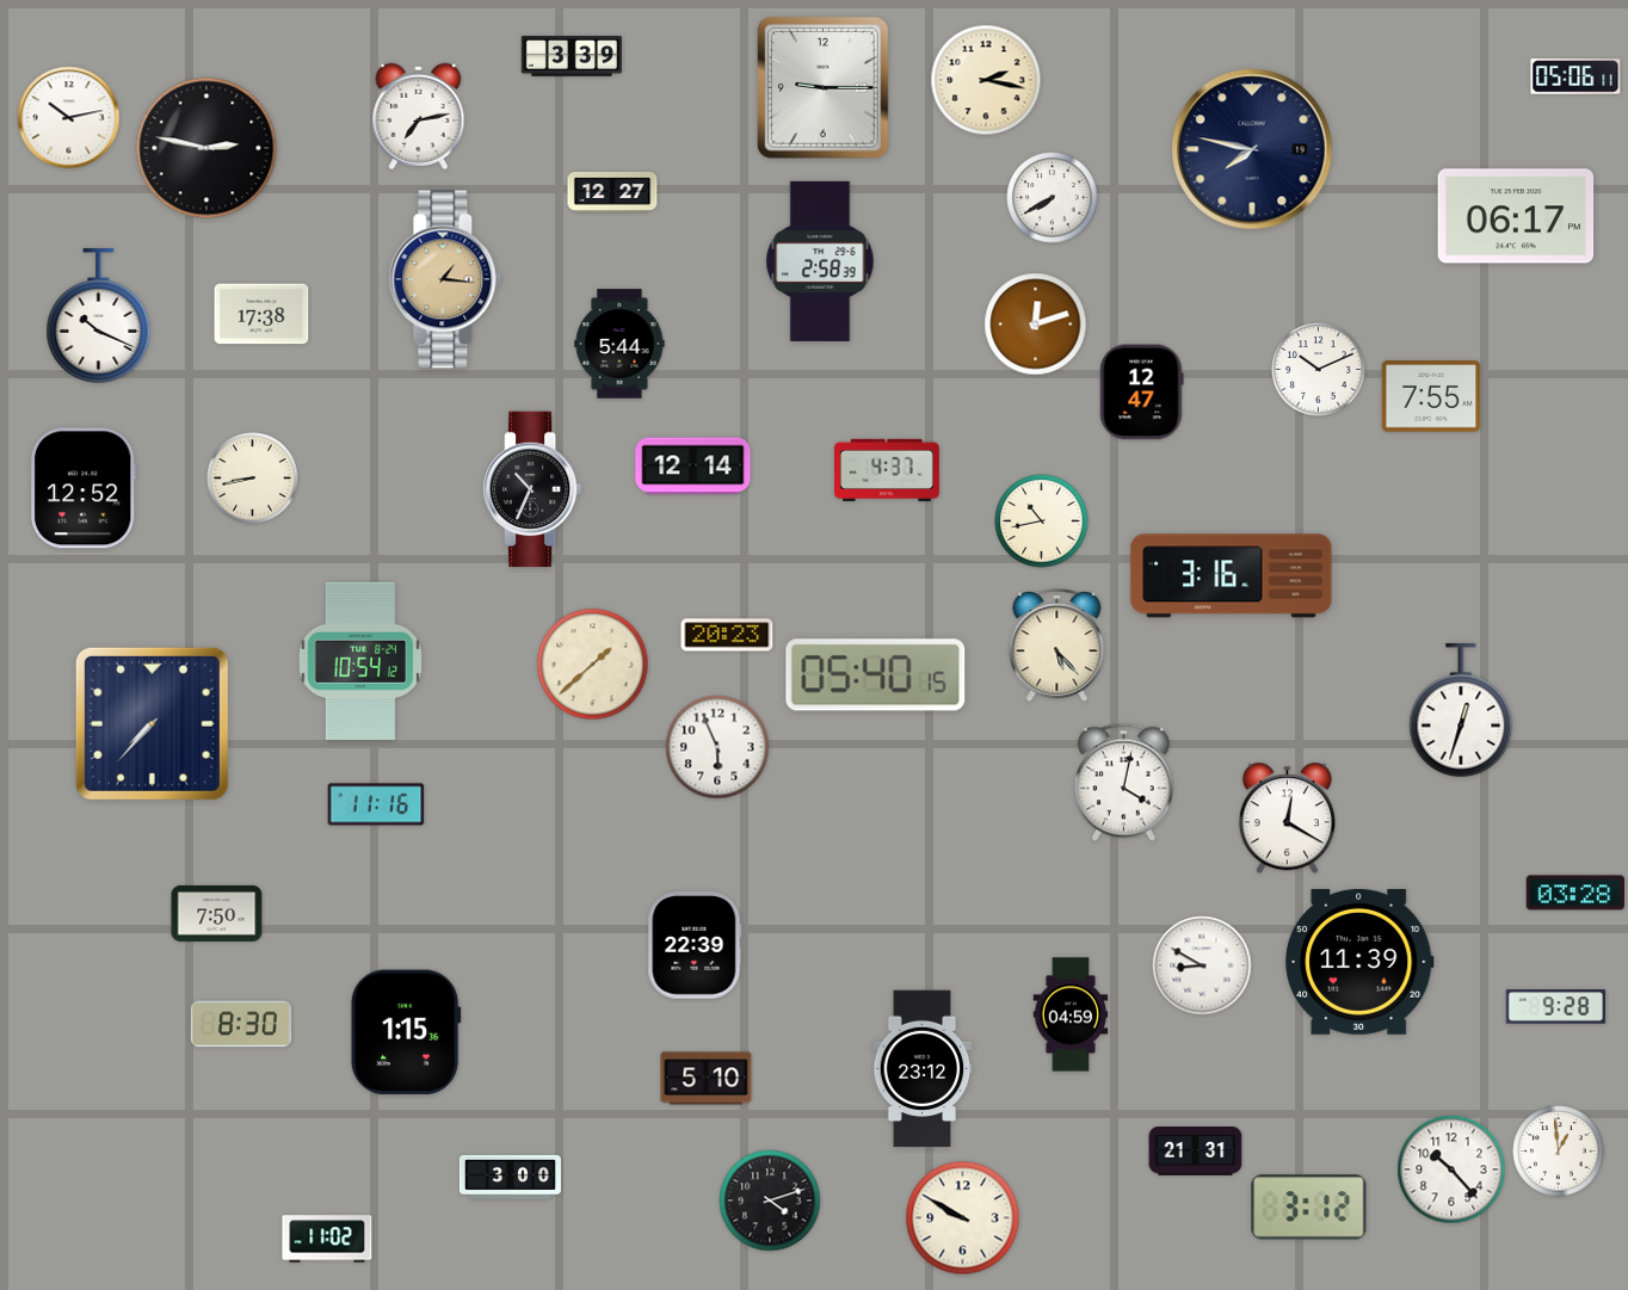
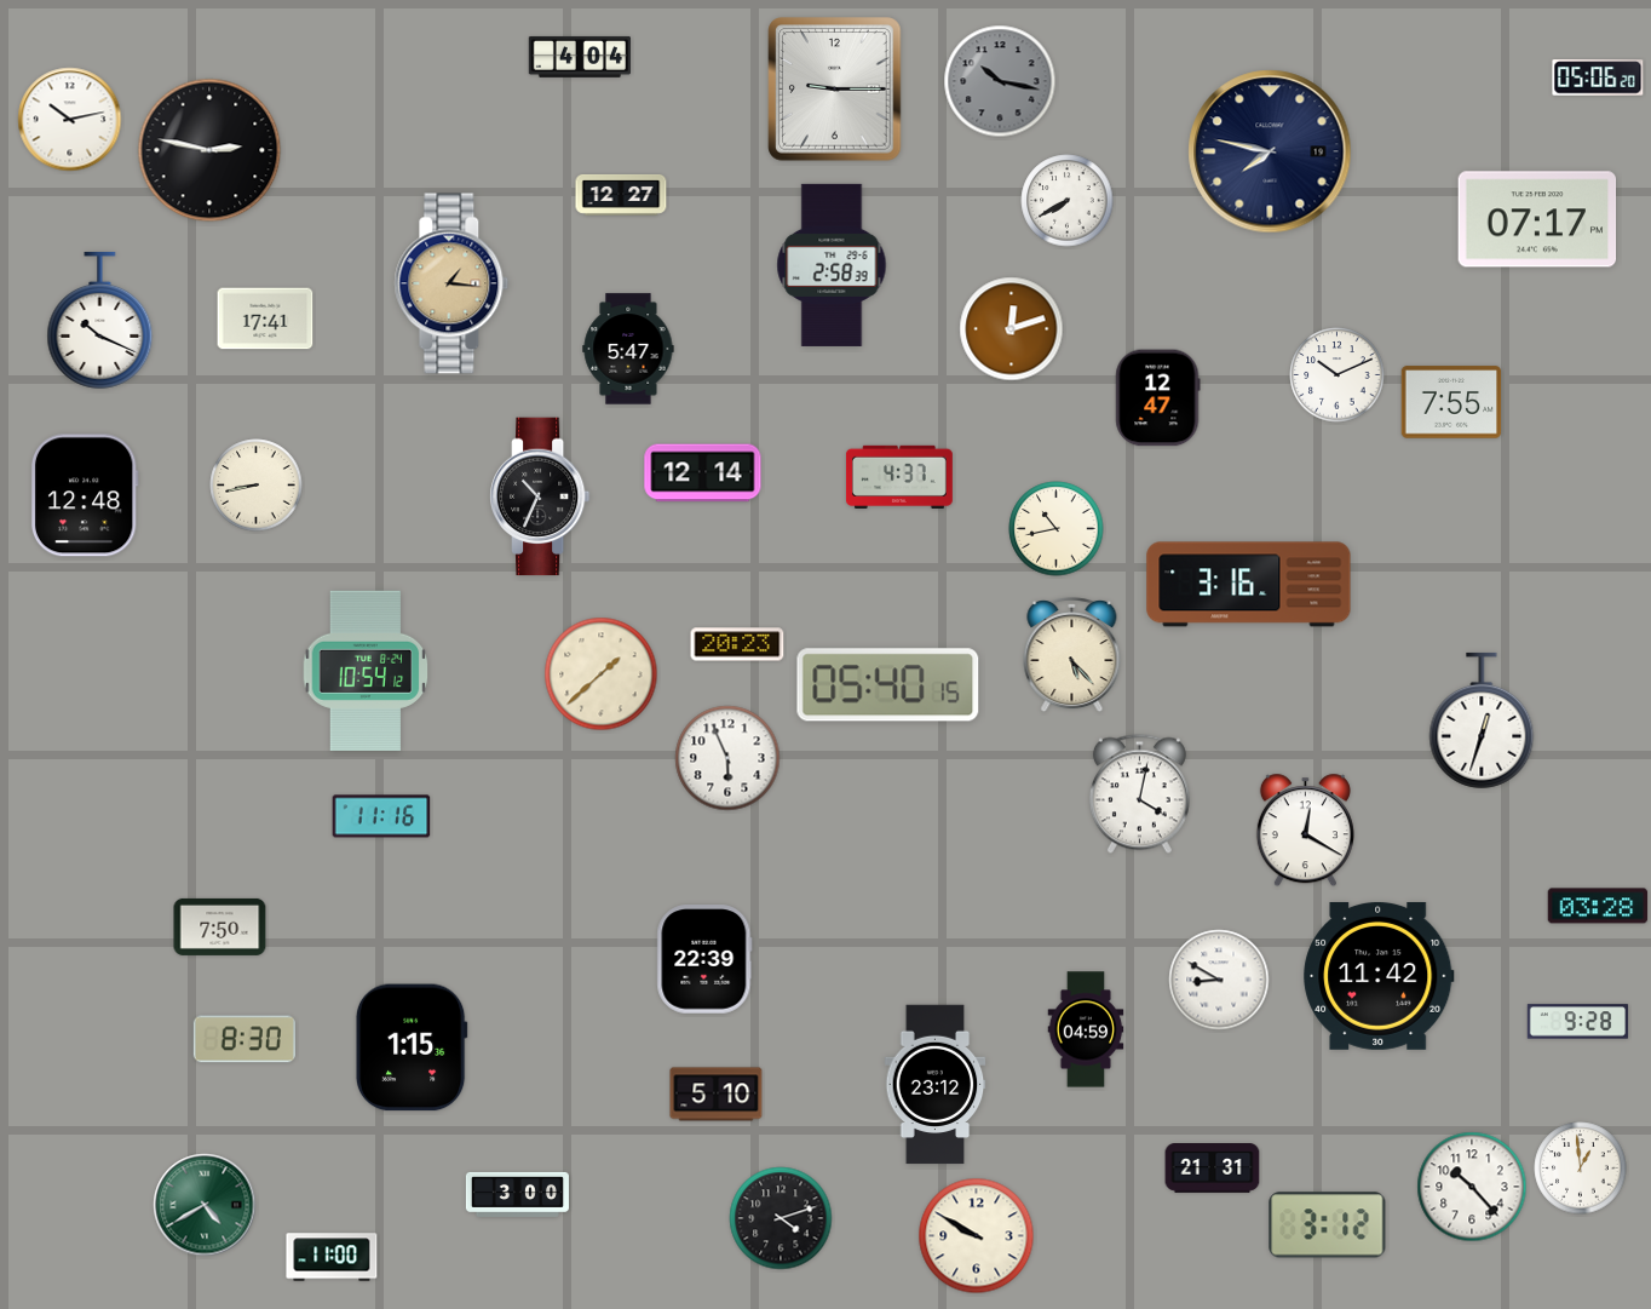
clock at (572, 56): 3:39 -> 4:04
clock at (1575, 76): 05:06:11 -> 05:06:20
clock at (986, 80): 2:17 -> 10:17
clock at (986, 80) dial: cream -> grey
clock at (419, 116): 7:13 -> none
clock at (1516, 216): 06:17 -> 07:17
clock at (261, 314): 17:38 -> 17:41
clock at (1036, 325) position: (1036, 325) -> (1012, 329)
clock at (619, 344): 5:44 -> 5:47
clock at (84, 488): 12:52 -> 12:48
clock at (152, 723): 7:37 -> none
clock at (1359, 962): 11:39 -> 11:42
clock at (205, 1205): none -> 4:40
clock at (327, 1239): 11:02 -> 11:00
